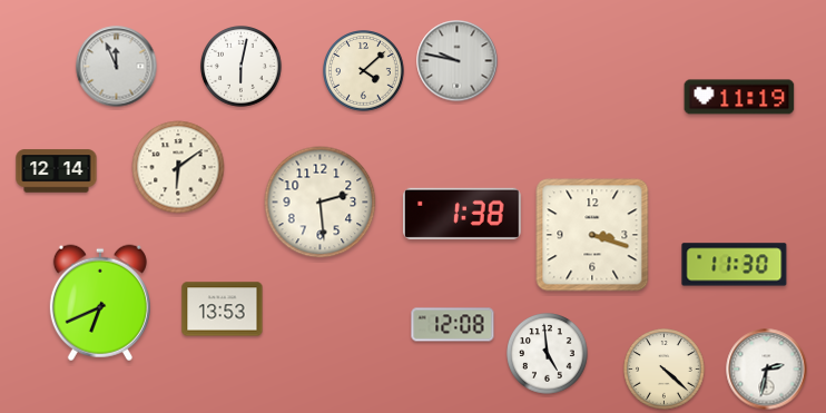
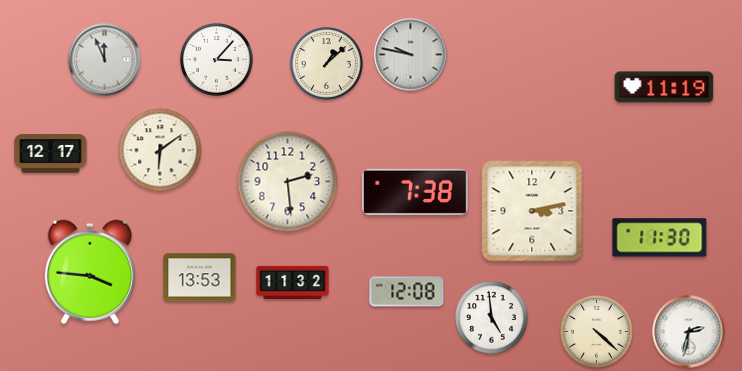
clock at (242, 67): 6:02 -> 3:07
clock at (364, 71): 4:08 -> 1:08
clock at (57, 171): 12:14 -> 12:17
clock at (463, 214): 1:38 -> 7:38
clock at (592, 235): 3:18 -> 3:13
clock at (100, 303): 6:41 -> 3:46
clock at (293, 282): none -> 11:32
